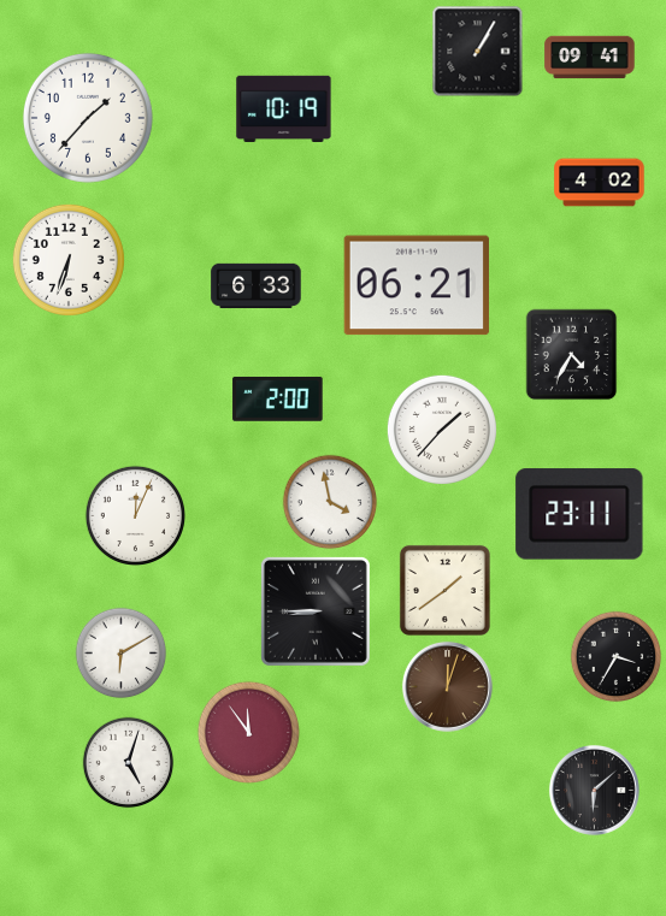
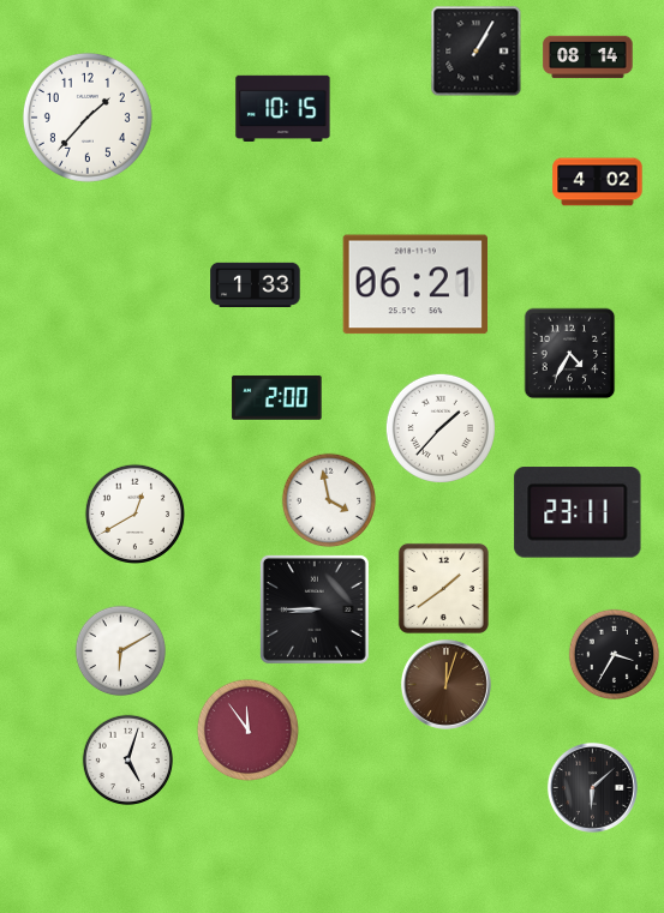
clock at (590, 58): 09:41 -> 08:14
clock at (284, 110): 10:19 -> 10:15
clock at (69, 260): 6:33 -> none
clock at (257, 285): 6:33 -> 1:33
clock at (135, 515): 12:04 -> 12:40
